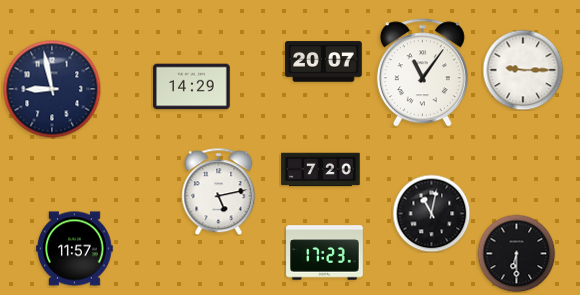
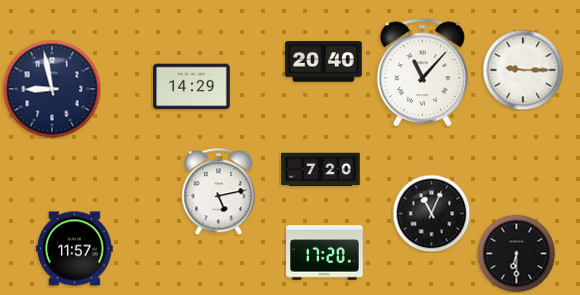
clock at (324, 62): 20:07 -> 20:40
clock at (422, 73): 11:06 -> 11:07
clock at (431, 213): 11:02 -> 11:04
clock at (325, 253): 17:23 -> 17:20
